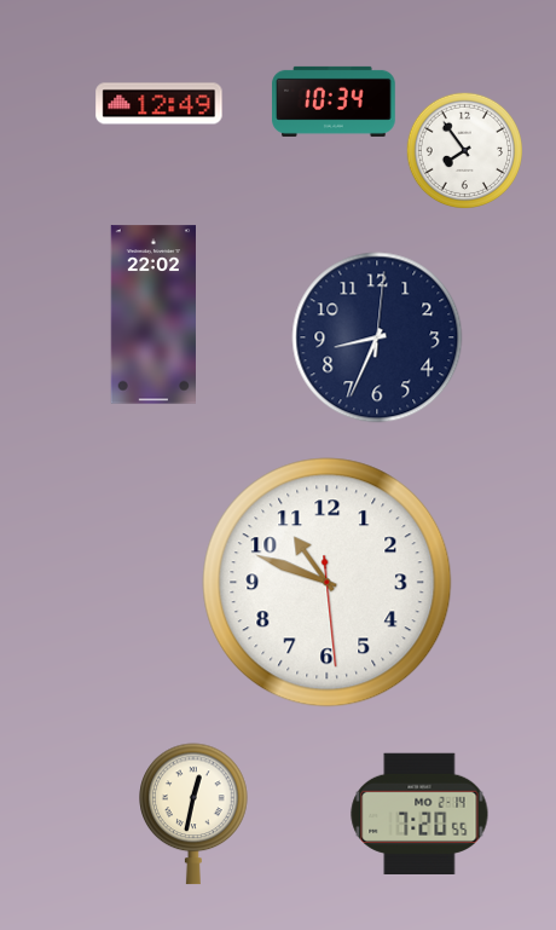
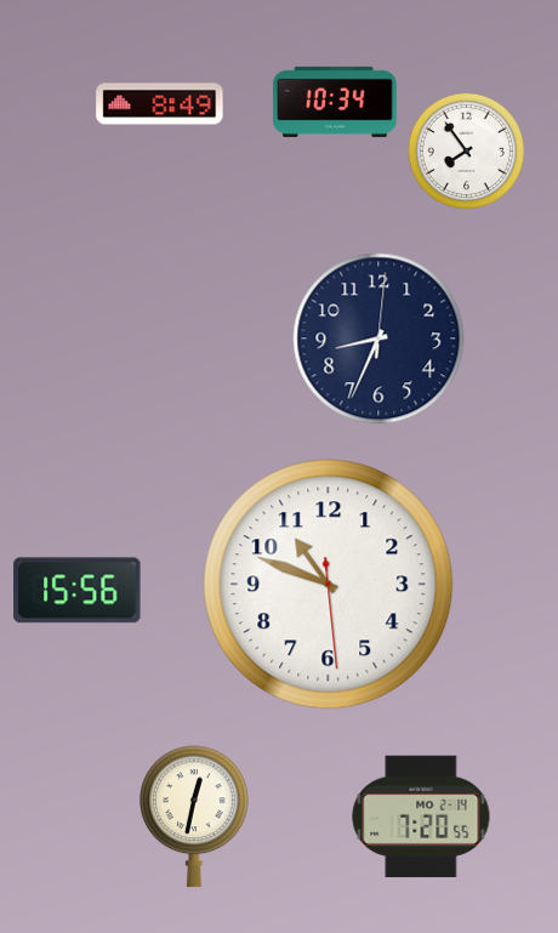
clock at (160, 104): 12:49 -> 8:49
clock at (152, 314): 22:02 -> none
clock at (78, 591): none -> 15:56
